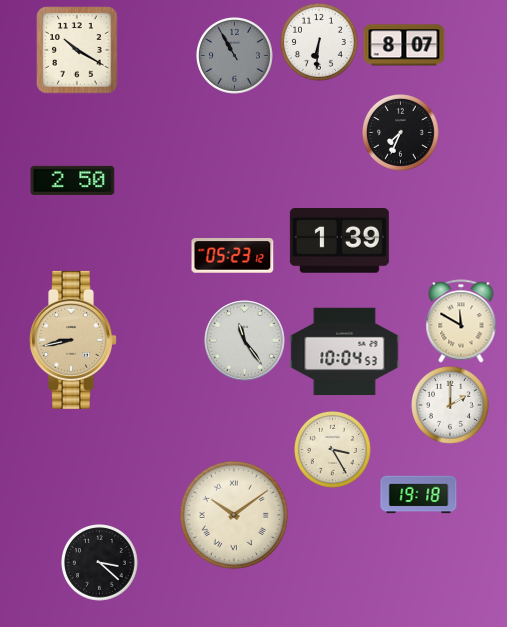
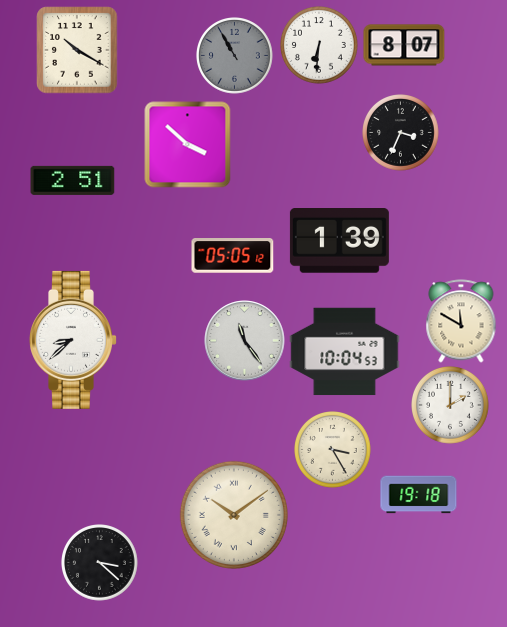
clock at (320, 43) position: (320, 43) -> (320, 46)
clock at (401, 133): 7:34 -> 3:34
clock at (188, 145): none -> 3:52
clock at (73, 180): 2:50 -> 2:51
clock at (233, 256): 05:23 -> 05:05
clock at (74, 340): 8:43 -> 8:38
clock at (74, 340) dial: champagne -> white
